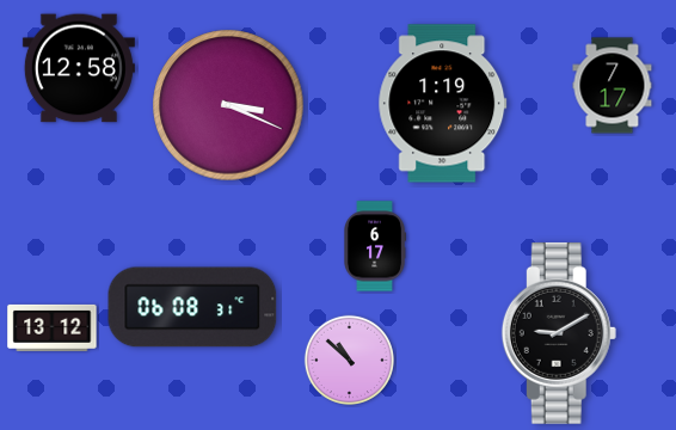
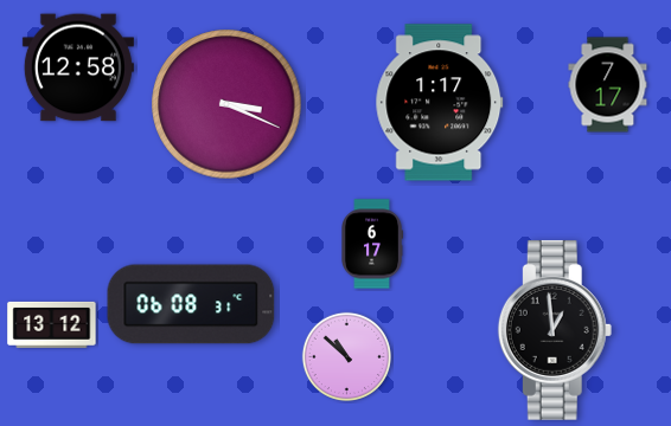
clock at (443, 104): 1:19 -> 1:17
clock at (559, 333): 9:10 -> 12:59
